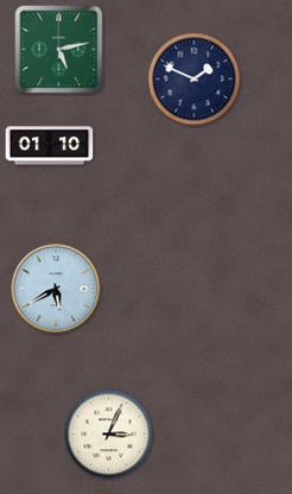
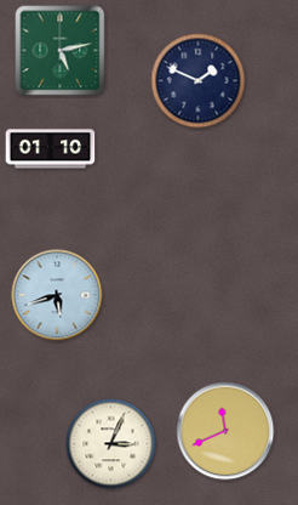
clock at (56, 289): 5:40 -> 5:42
clock at (225, 431): none -> 11:41
